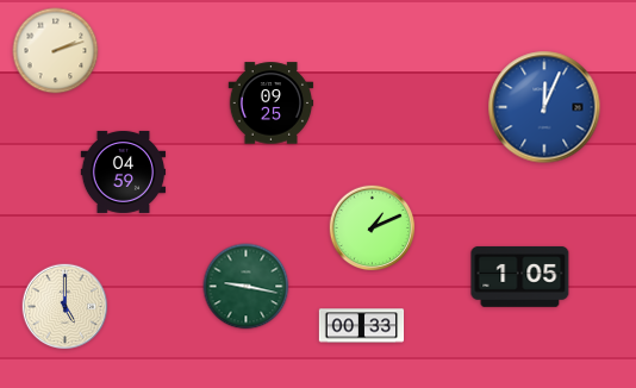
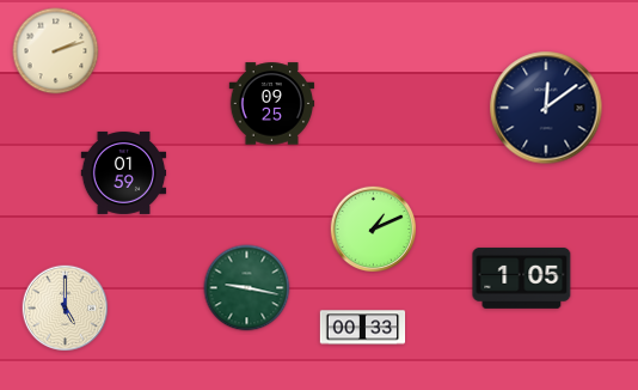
clock at (544, 107): 12:04 -> 12:09
clock at (544, 107) dial: blue -> navy
clock at (124, 171): 04:59 -> 01:59
